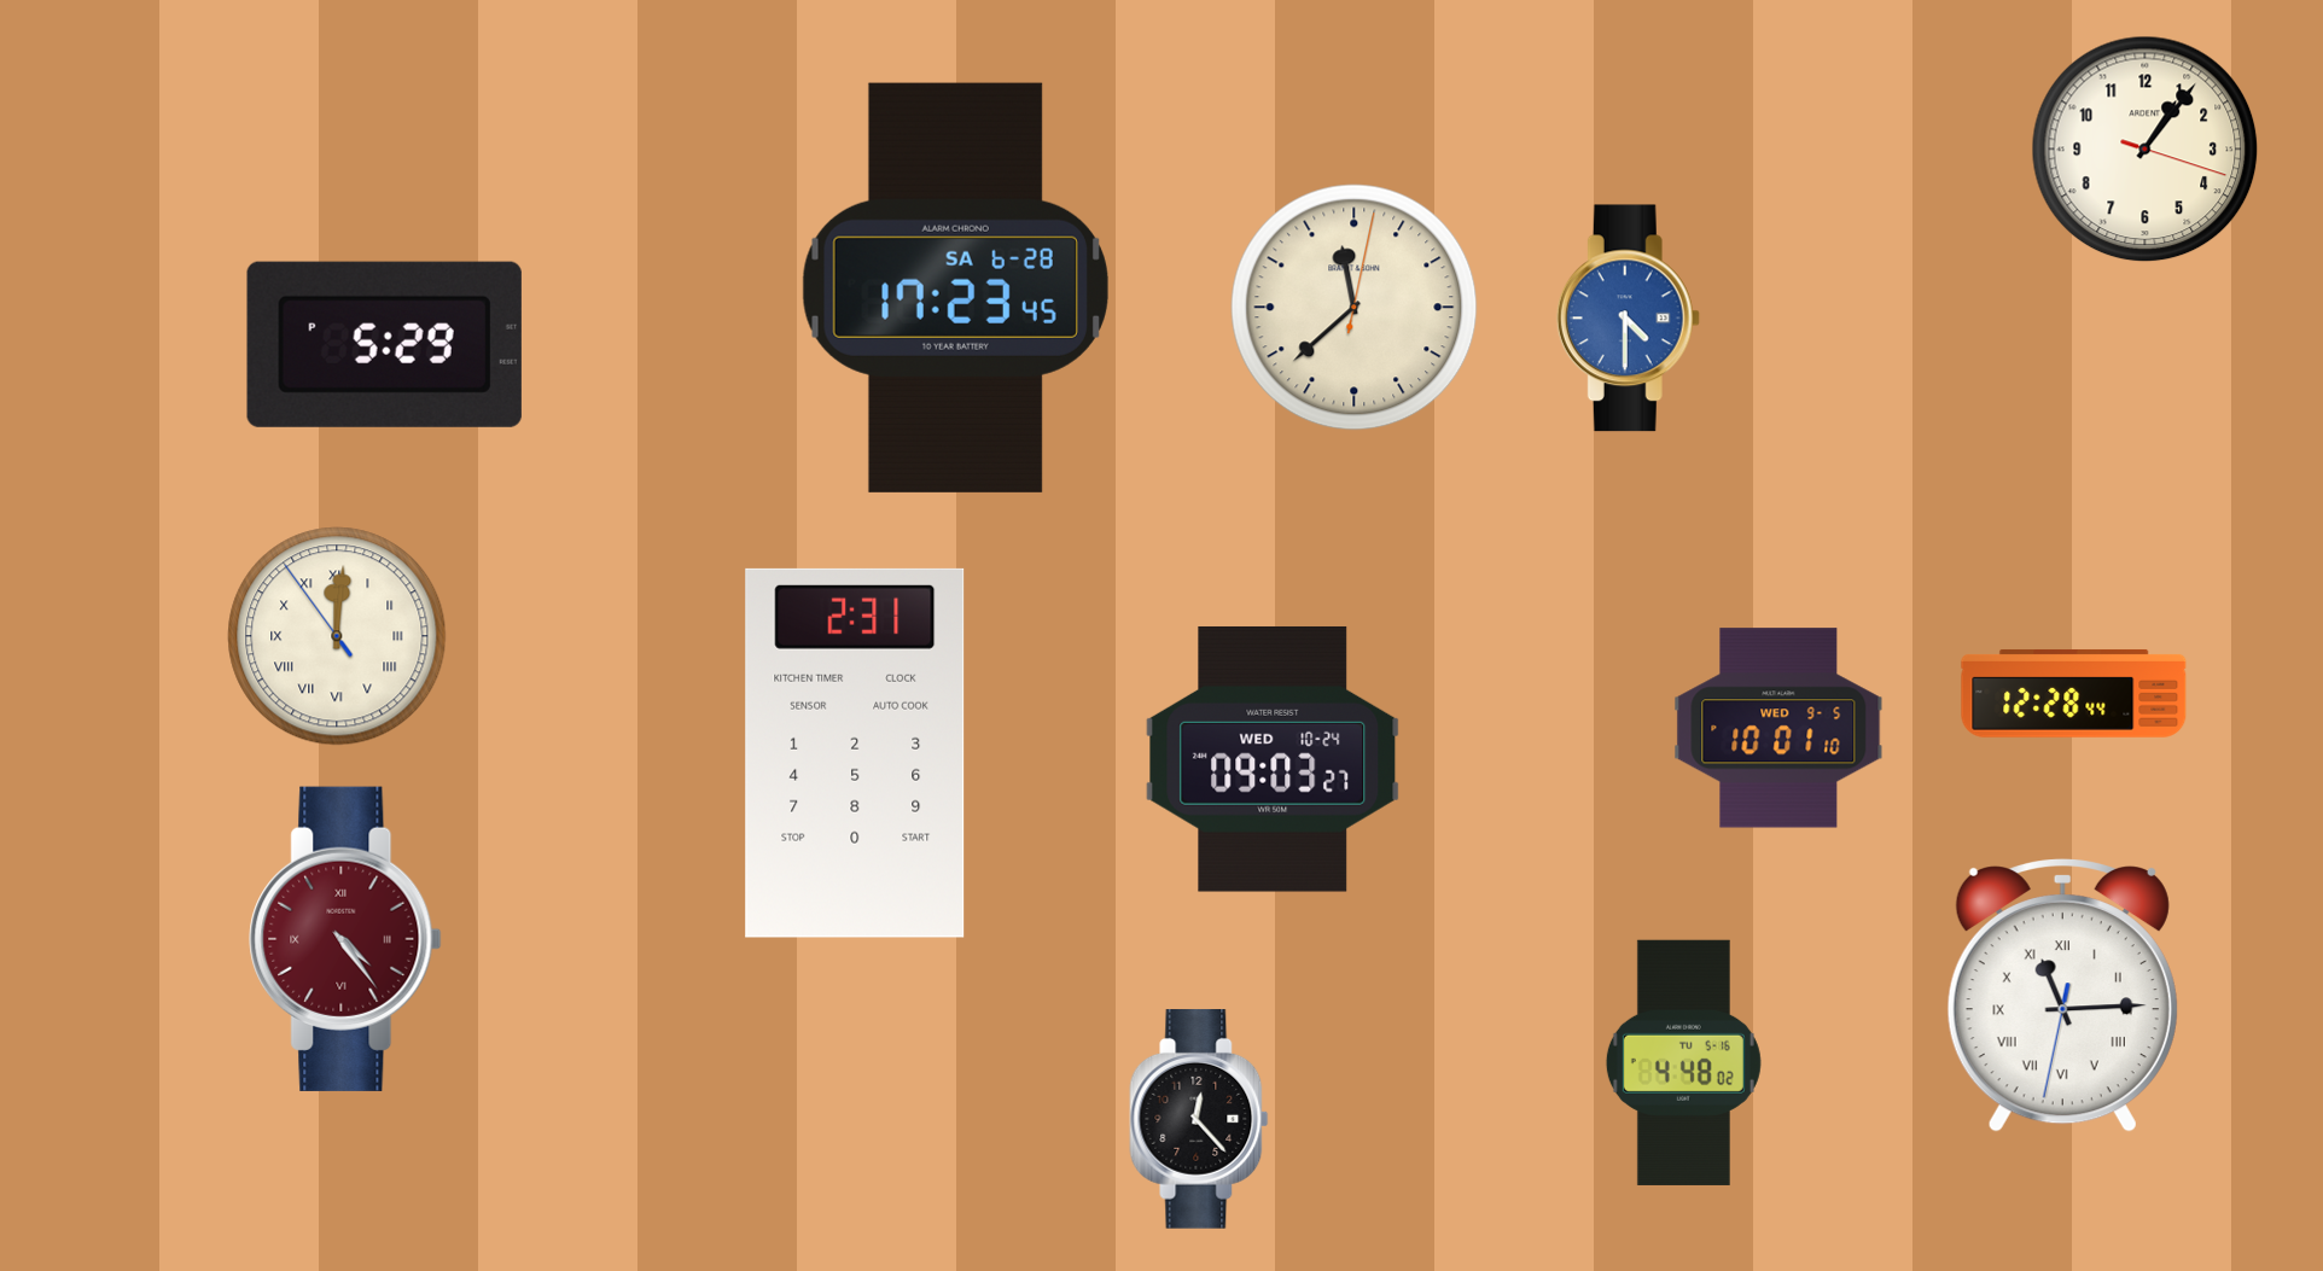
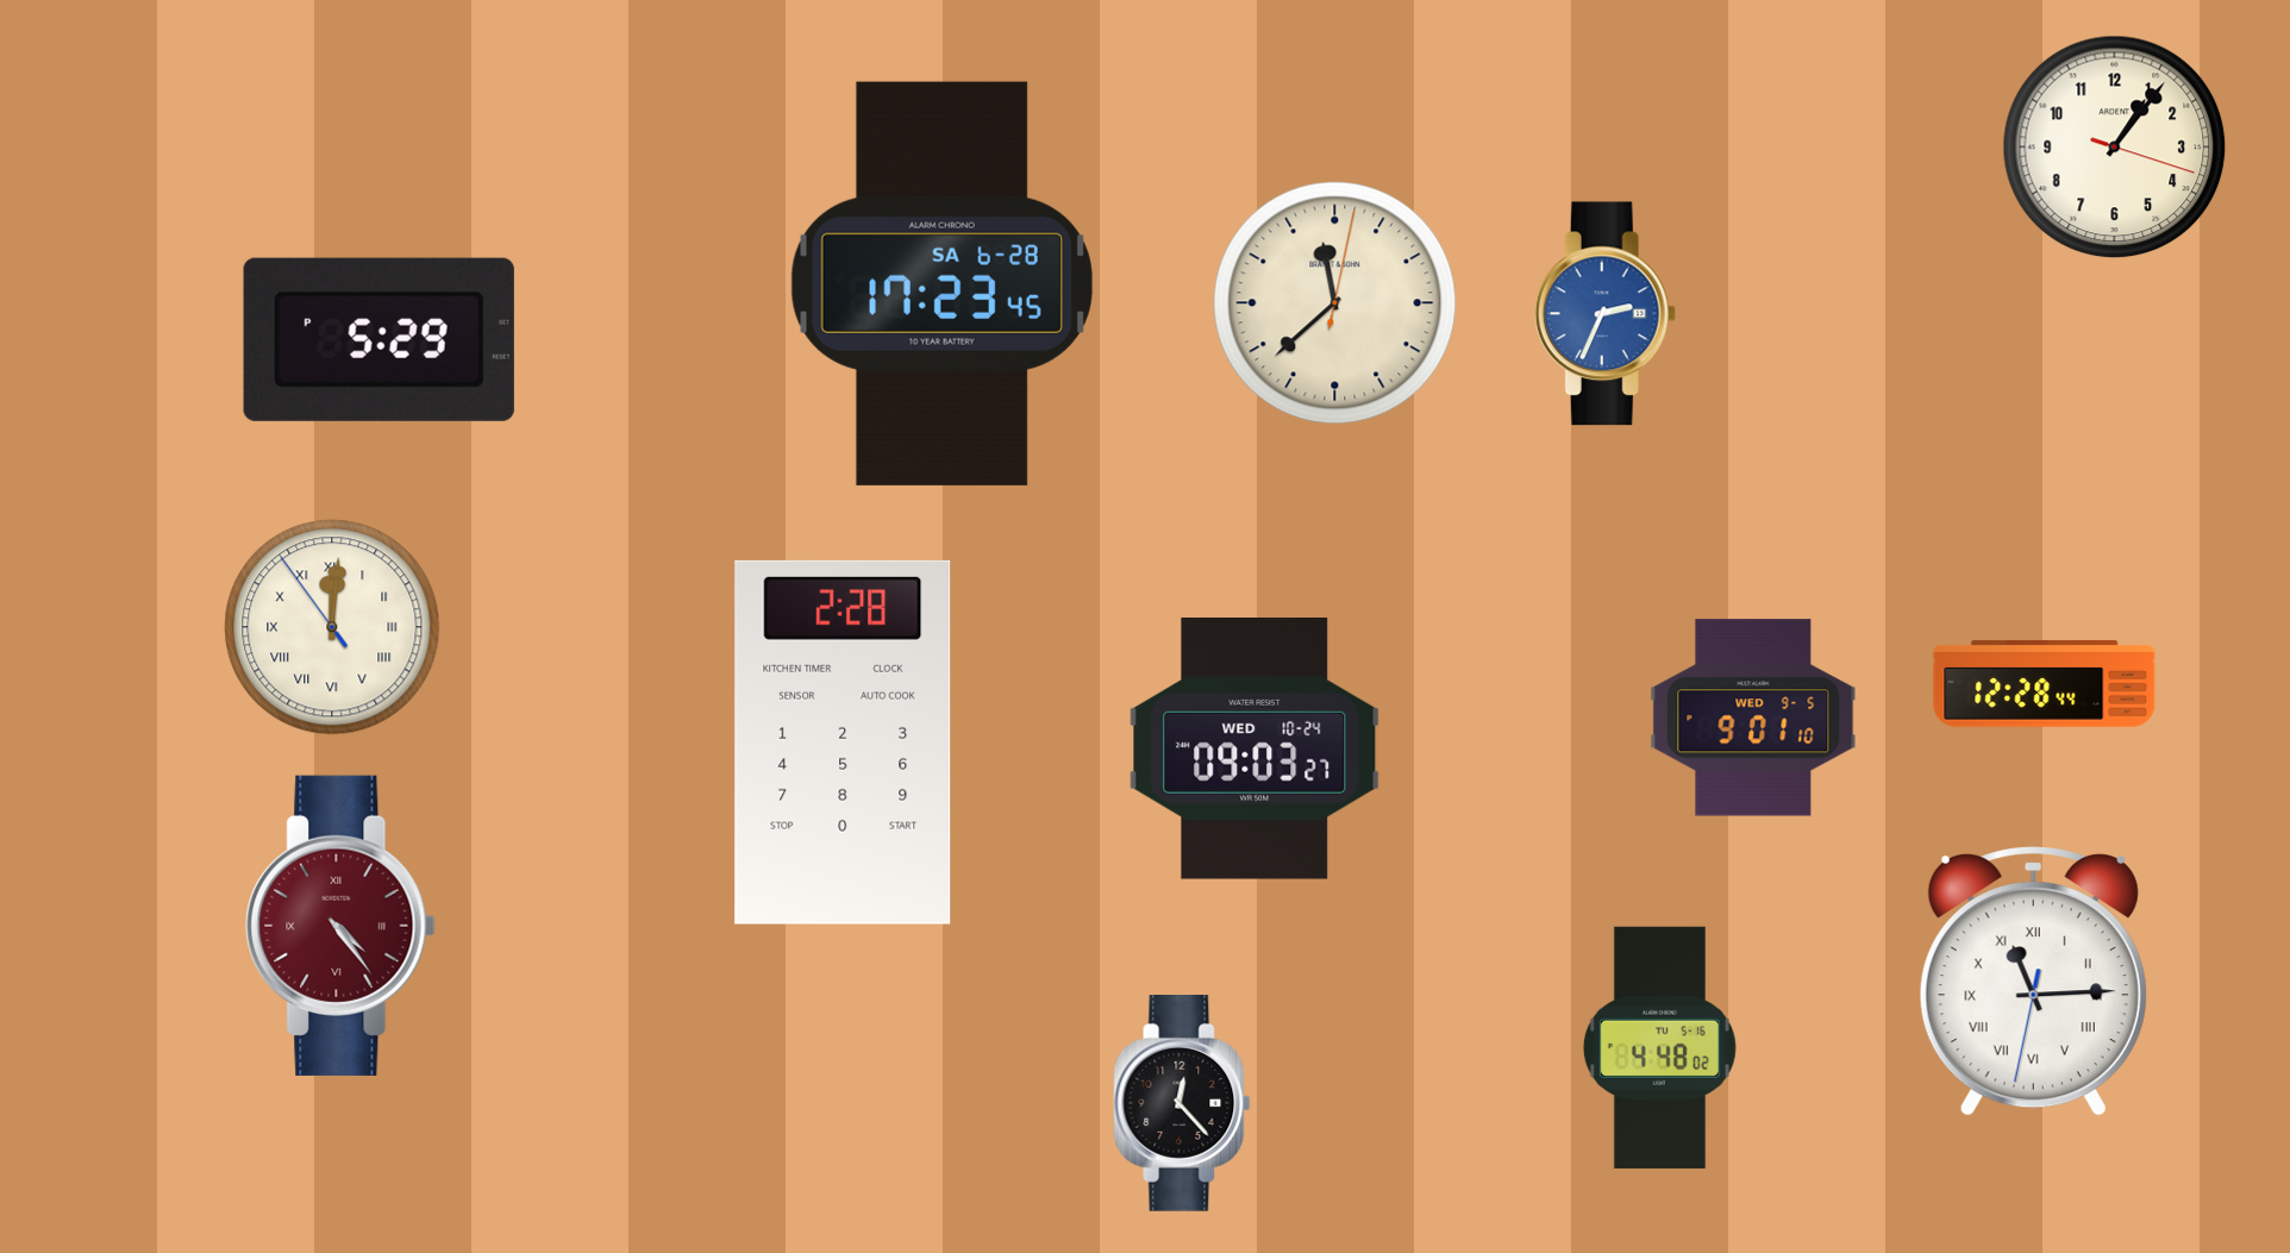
clock at (1628, 319): 4:30 -> 2:34
clock at (1778, 728): 10:01 -> 9:01
clock at (855, 753): 2:31 -> 2:28
